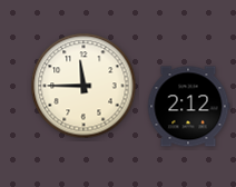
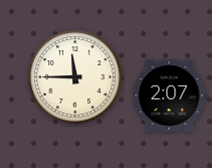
clock at (188, 107): 2:12 -> 2:07
